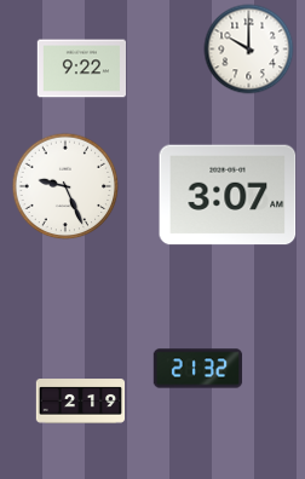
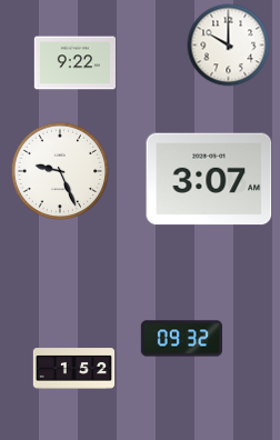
clock at (198, 369): 21:32 -> 09:32
clock at (81, 402): 2:19 -> 1:52
